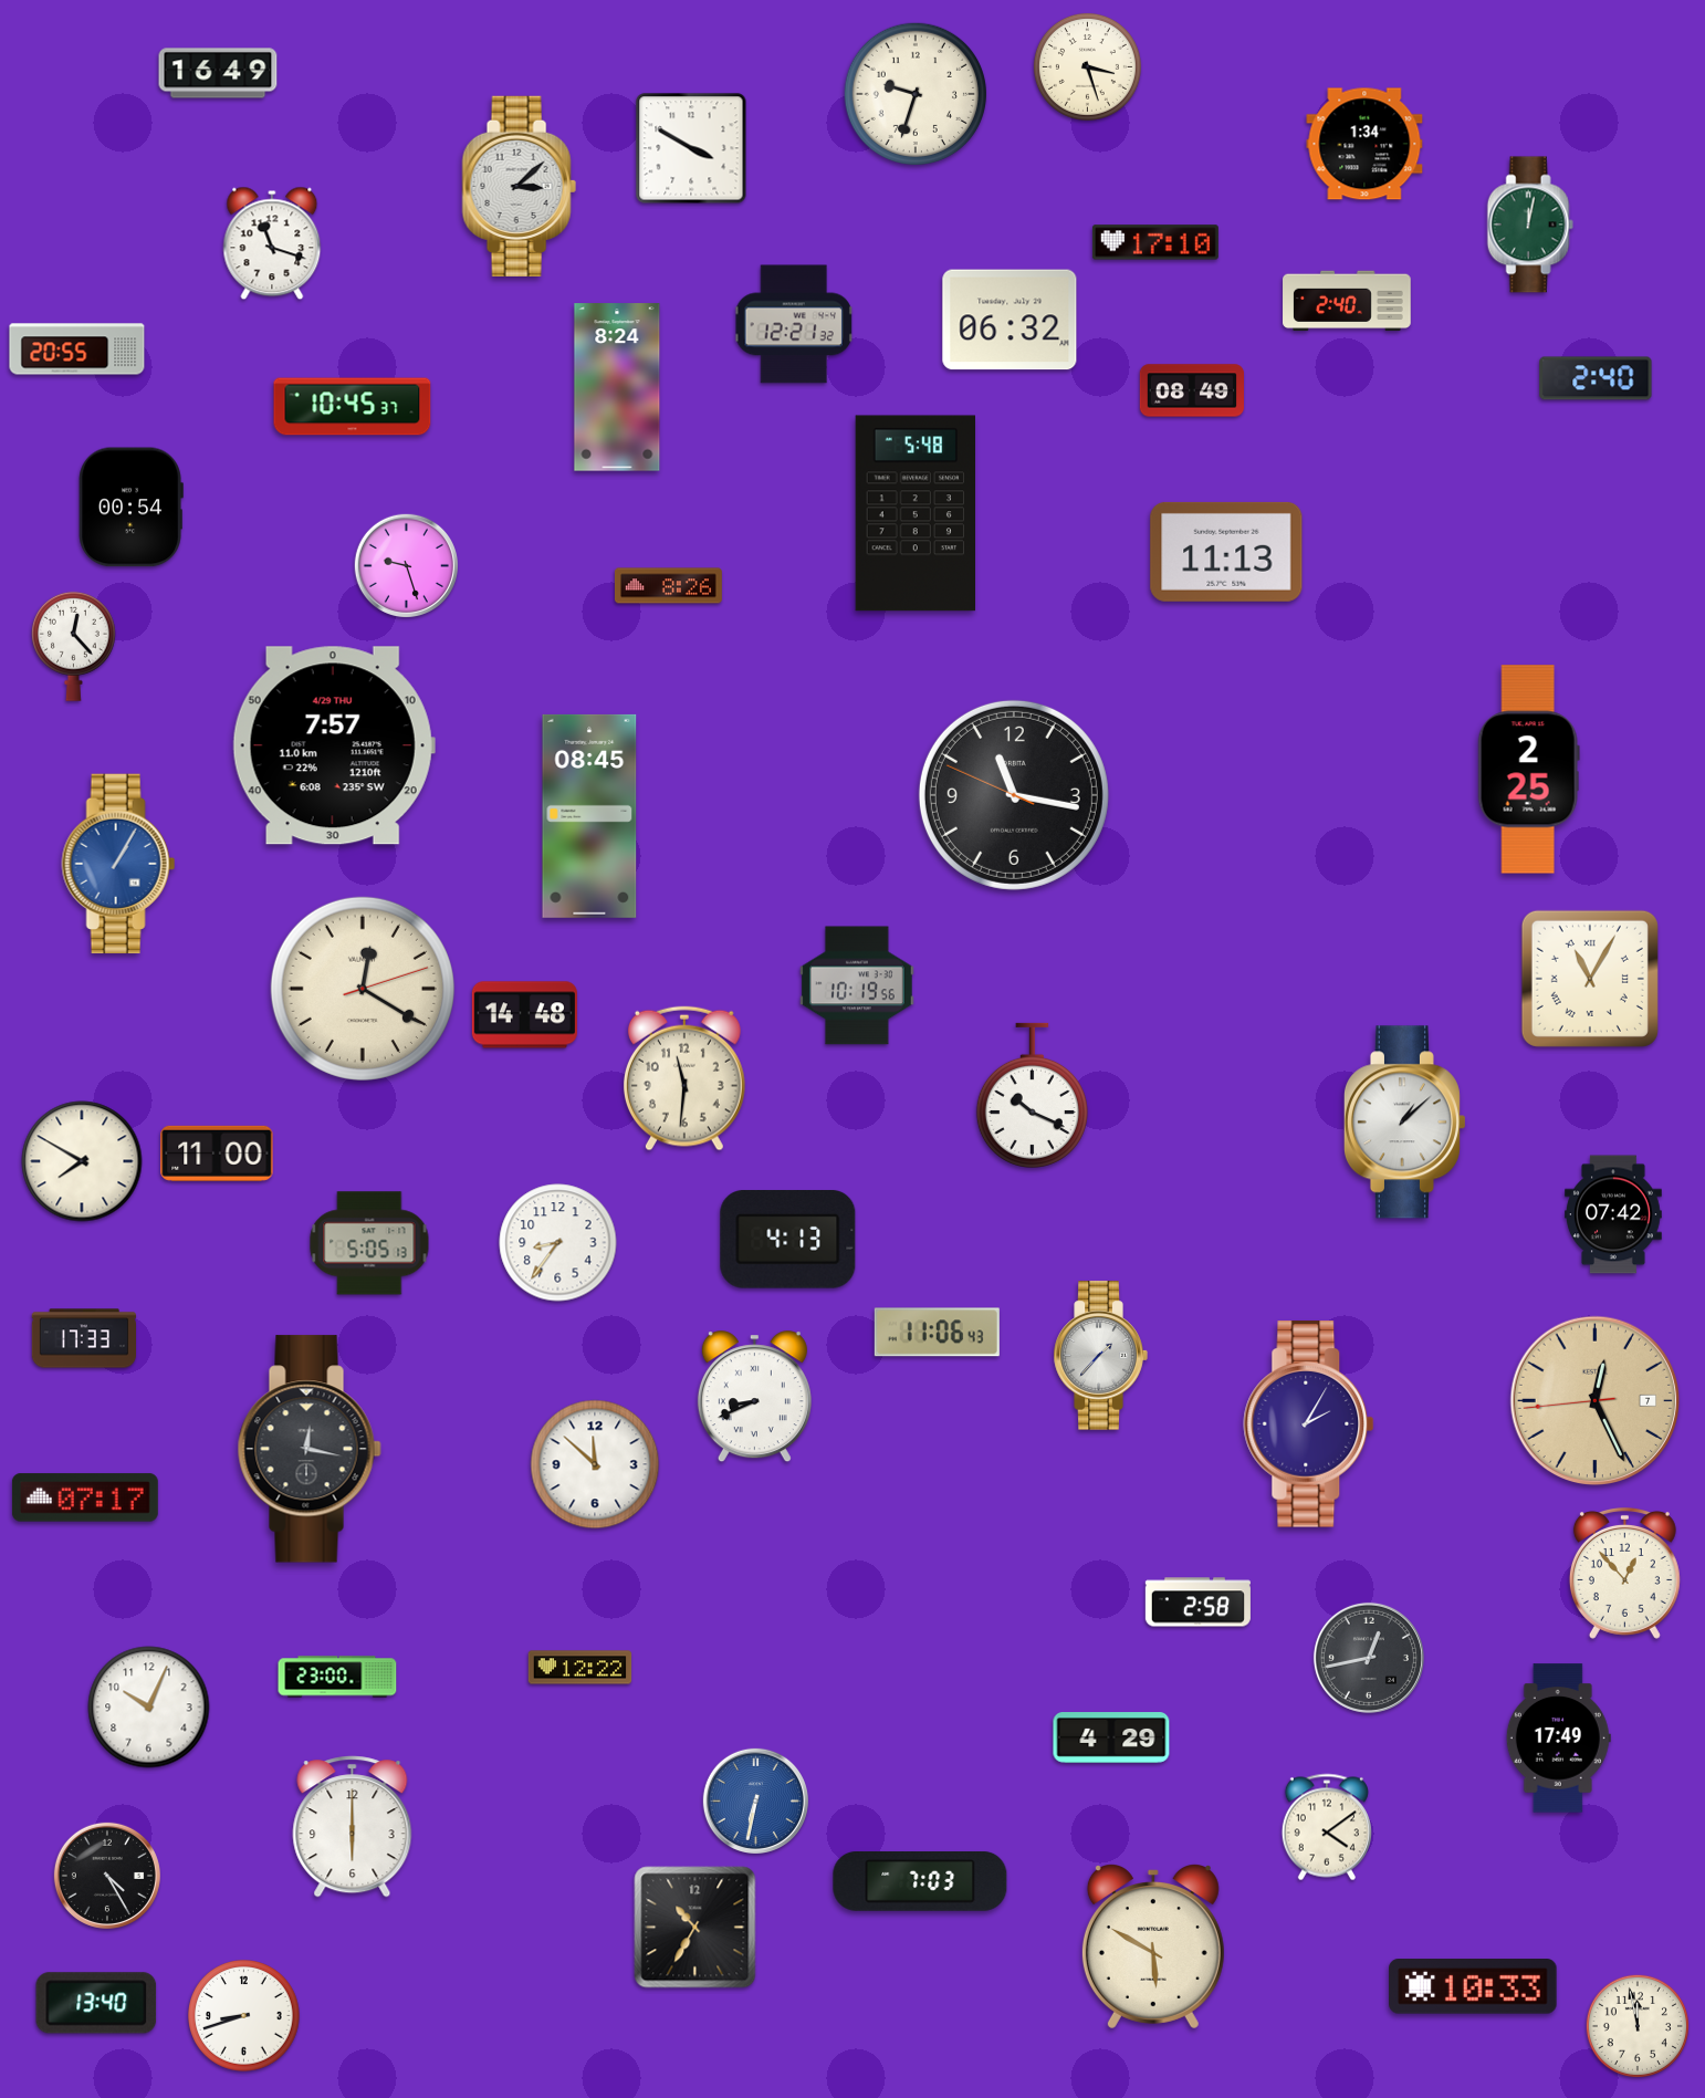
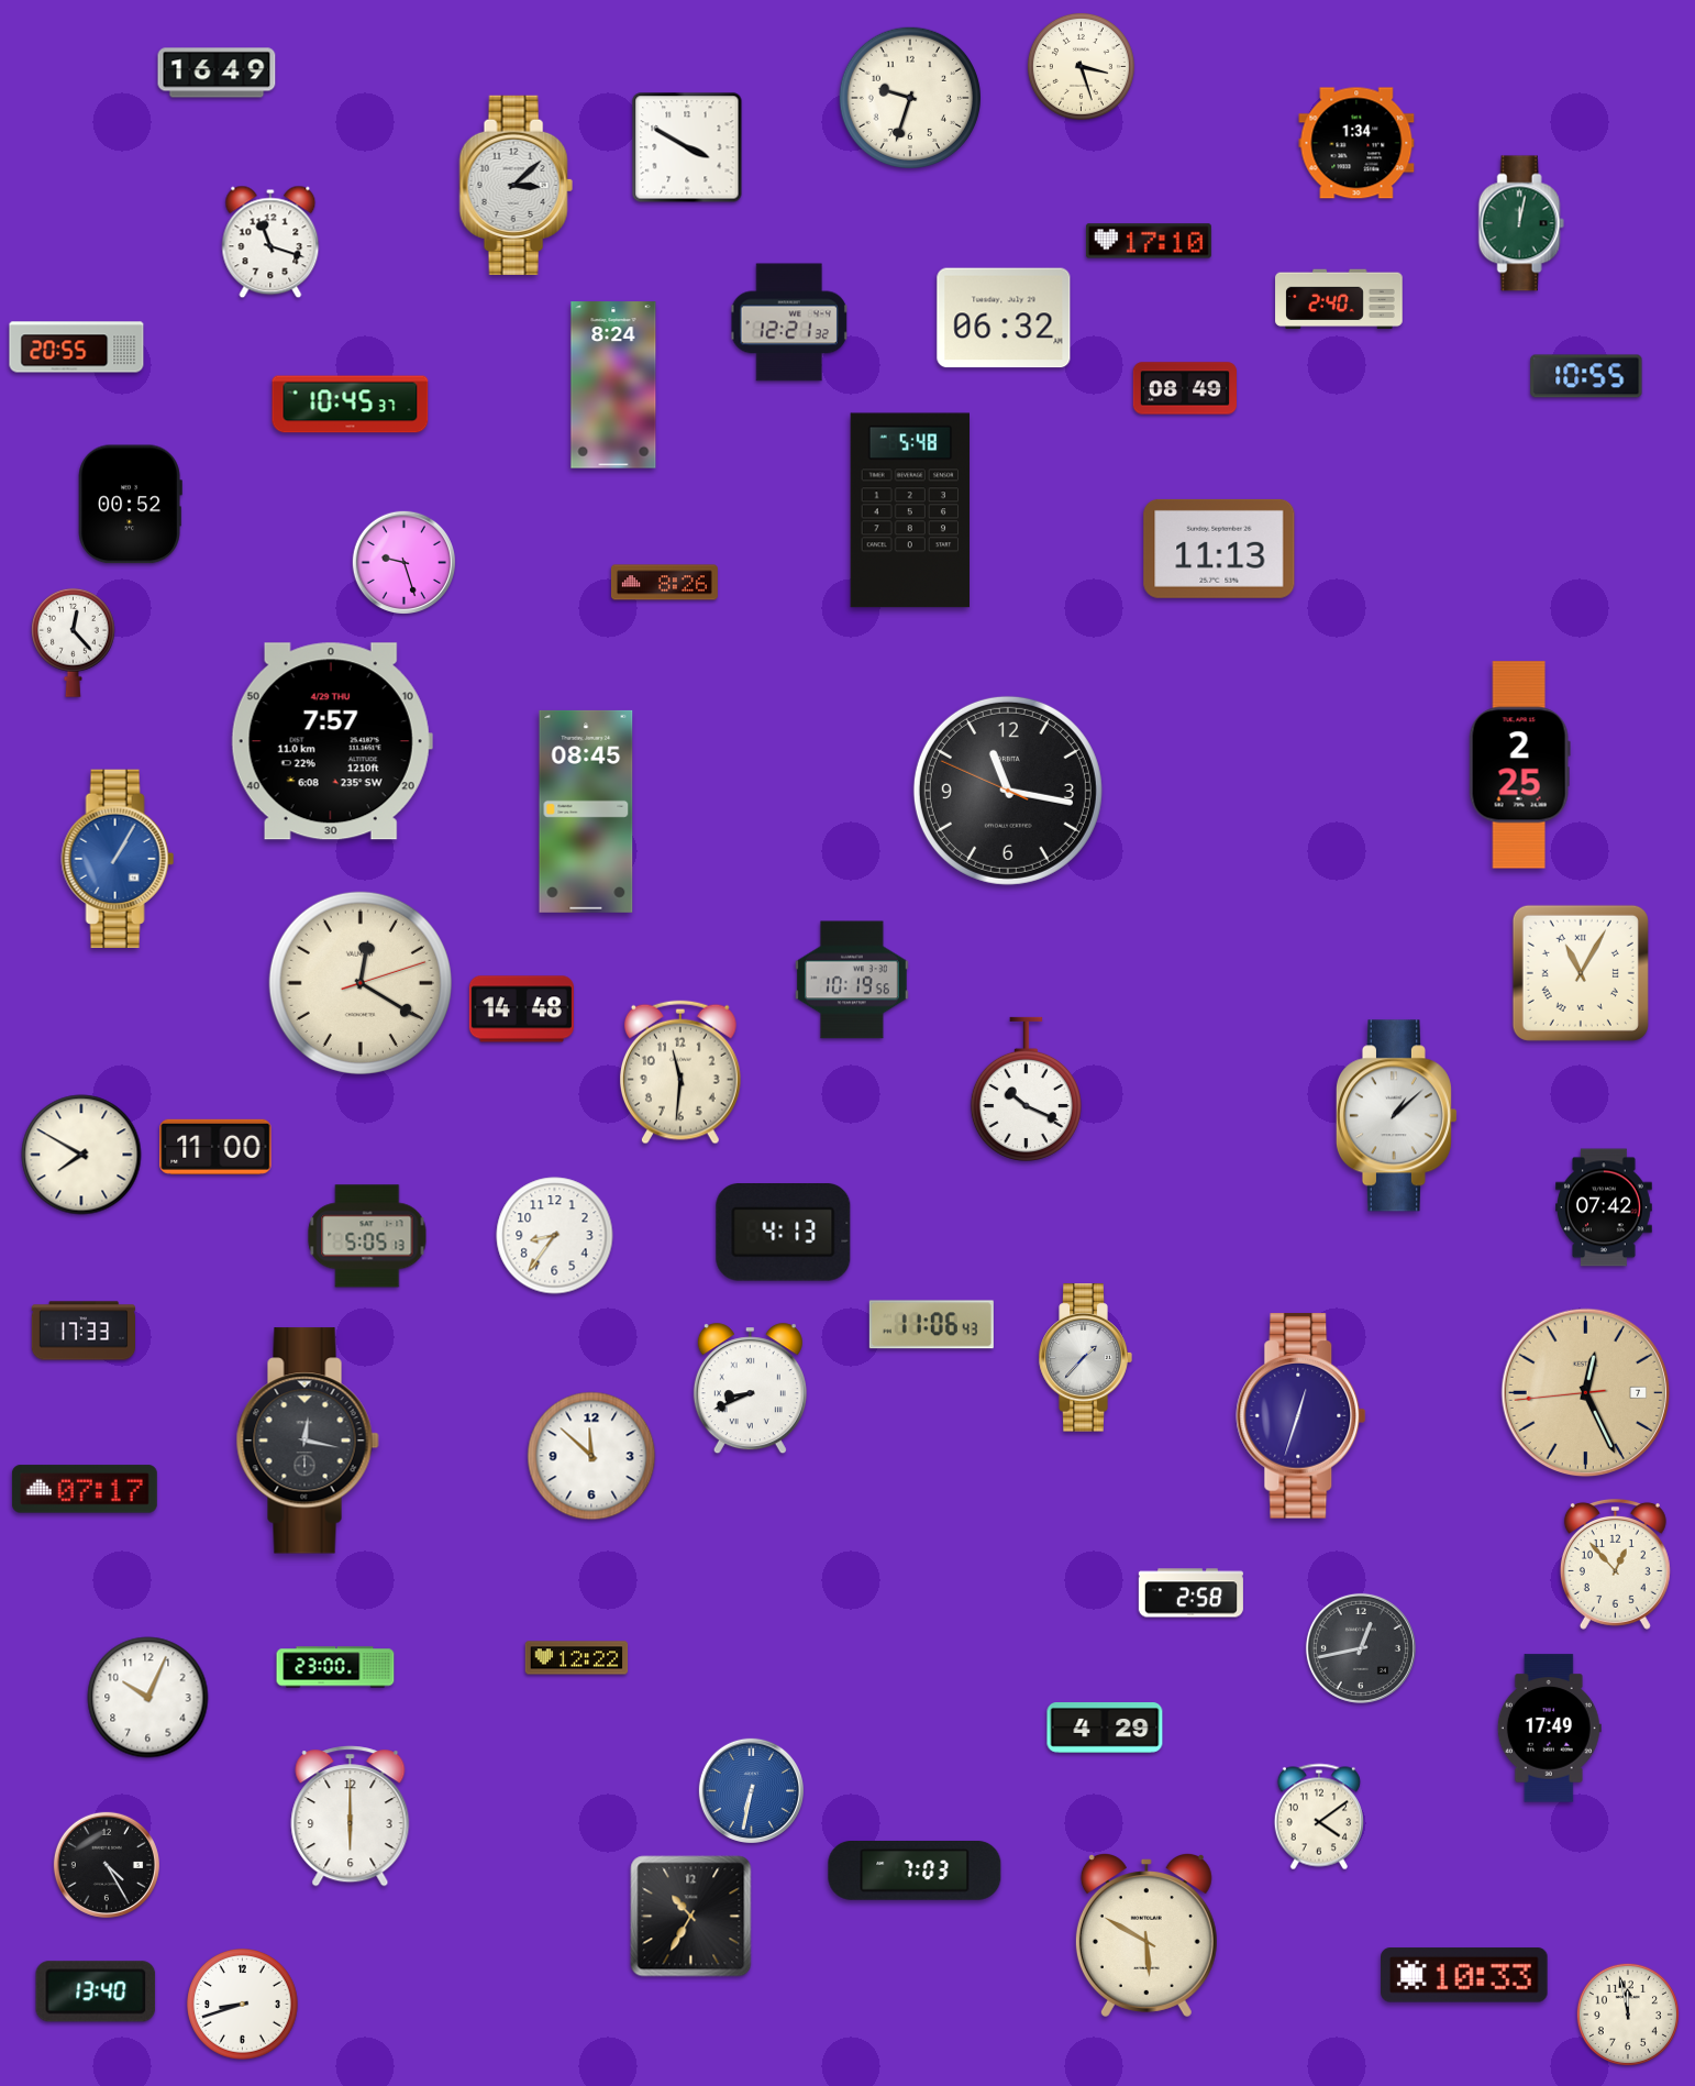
clock at (914, 93) position: (914, 93) -> (909, 97)
clock at (1596, 378): 2:40 -> 10:55
clock at (130, 508): 00:54 -> 00:52
clock at (1100, 1356) position: (1100, 1356) -> (1085, 1358)
clock at (1309, 1424): 2:05 -> 12:33
